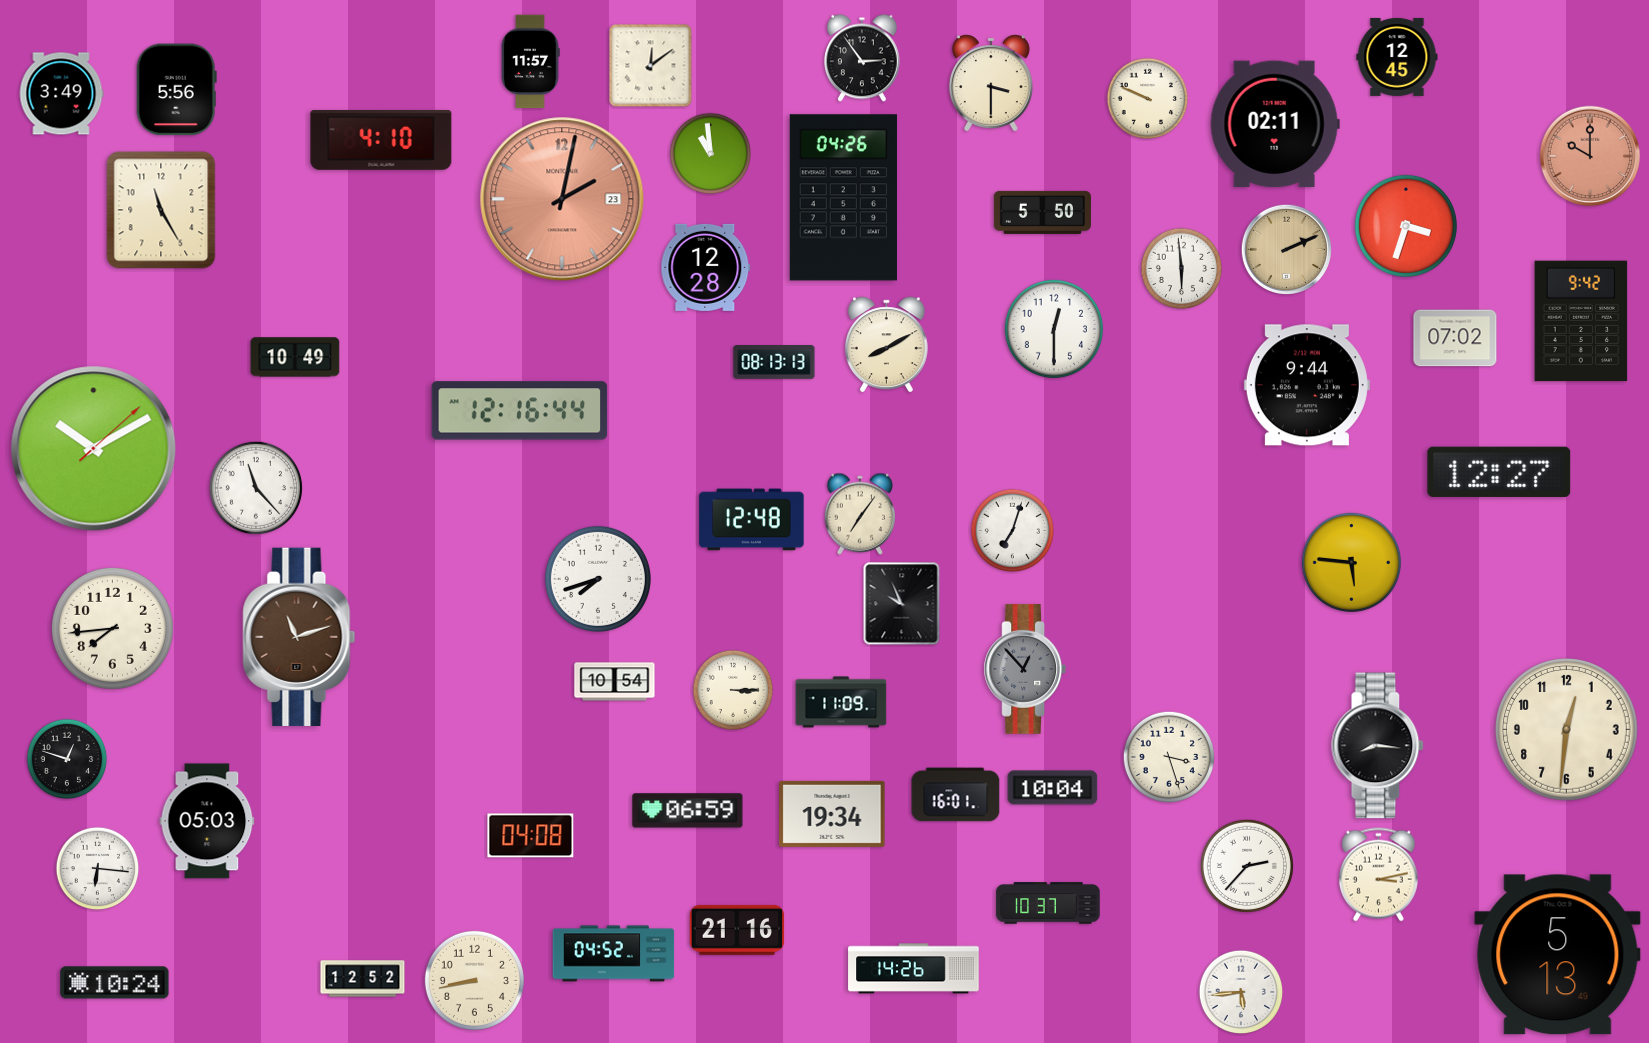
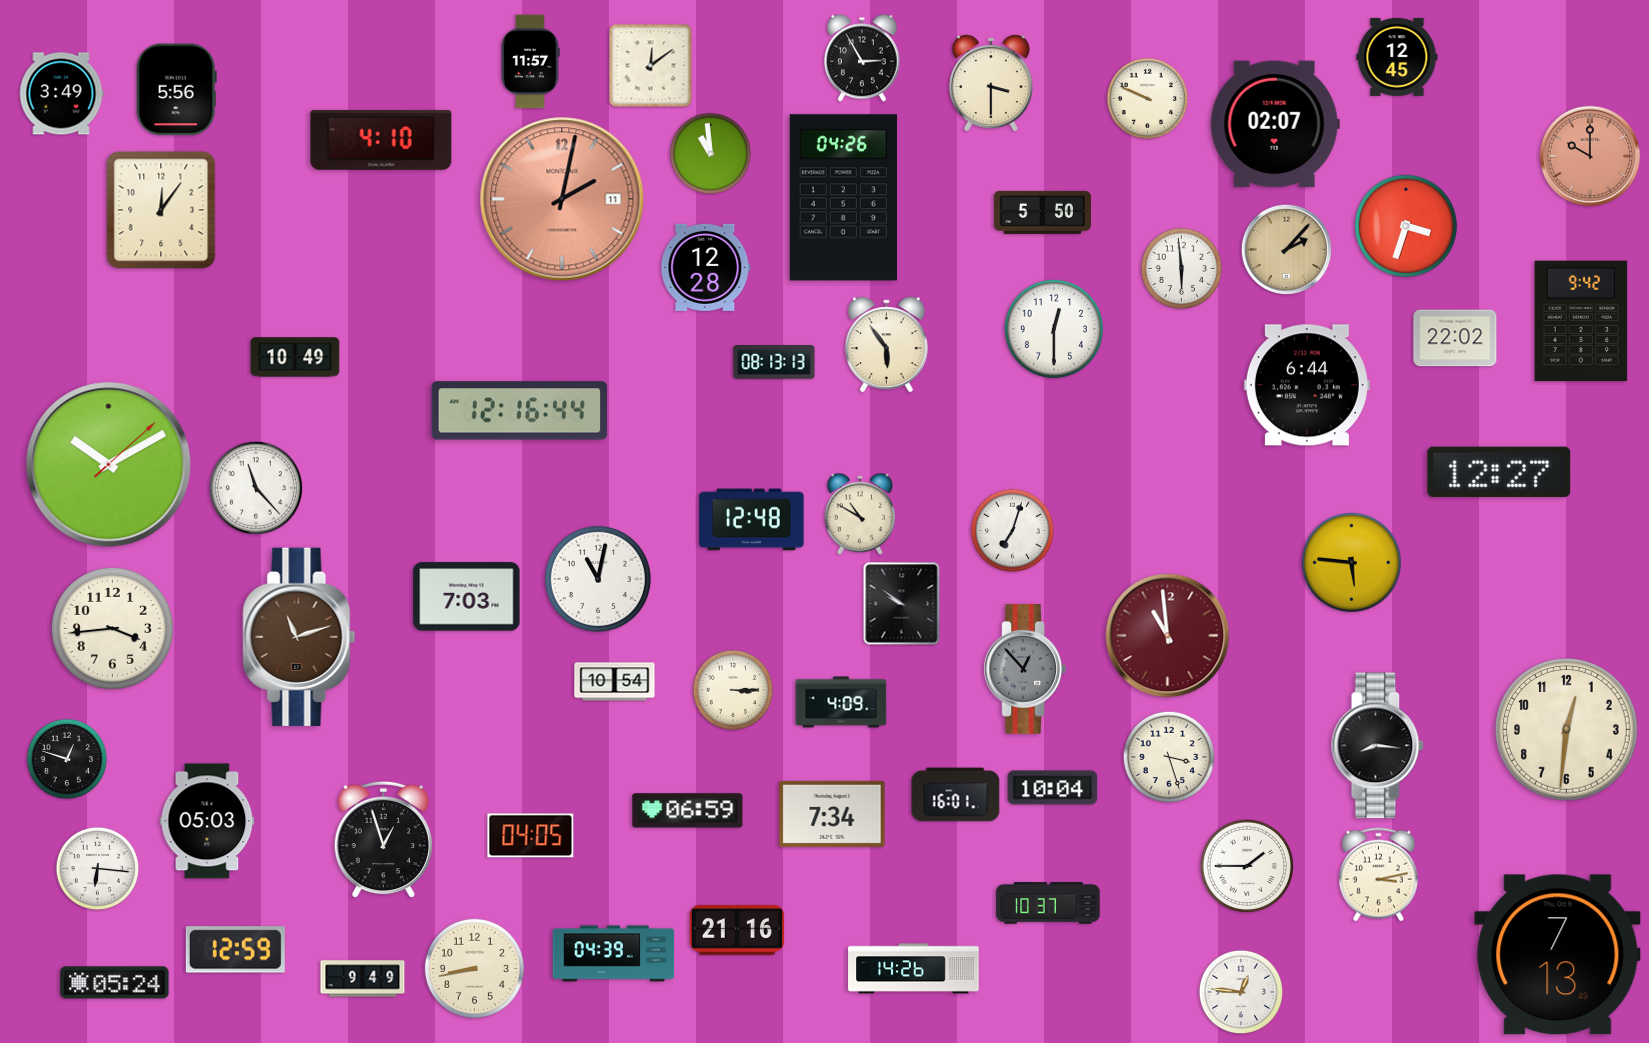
clock at (863, 58): 2:54 -> 2:55
clock at (1275, 124): 02:11 -> 02:07
clock at (562, 199) date: 23 -> 11
clock at (161, 210): 11:25 -> 12:06
clock at (1286, 249): 2:11 -> 2:07
clock at (1455, 338): 07:02 -> 22:02
clock at (887, 345): 8:10 -> 5:54
clock at (1307, 385): 9:44 -> 6:44
clock at (94, 449) position: (94, 449) -> (109, 465)
clock at (859, 514): 7:06 -> 10:50
clock at (598, 579): 7:42 -> 11:02
clock at (467, 597): none -> 7:03
clock at (902, 604): 9:56 -> 9:51
clock at (112, 628): 7:44 -> 3:44
clock at (1168, 636): none -> 10:59
clock at (841, 702): 11:09 -> 4:09
clock at (832, 814): 19:34 -> 7:34
clock at (531, 836): 04:08 -> 04:05
clock at (383, 840): none -> 12:57
clock at (1247, 866): 2:37 -> 1:45
clock at (235, 950): none -> 12:59
clock at (614, 954): 04:52 -> 04:39
clock at (1558, 955): 5:13 -> 7:13
clock at (363, 979): 12:52 -> 9:49
clock at (474, 980) position: (474, 980) -> (474, 968)
clock at (115, 983): 10:24 -> 05:24
clock at (1241, 992): 5:44 -> 12:46
